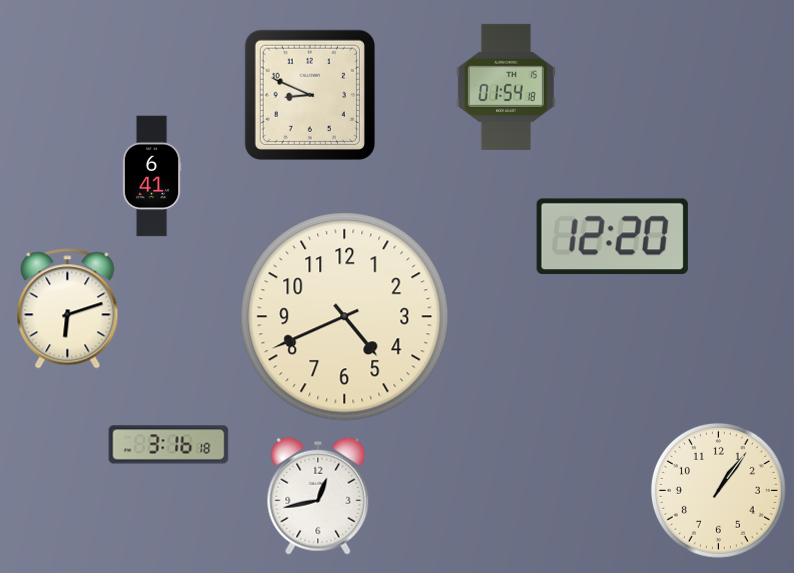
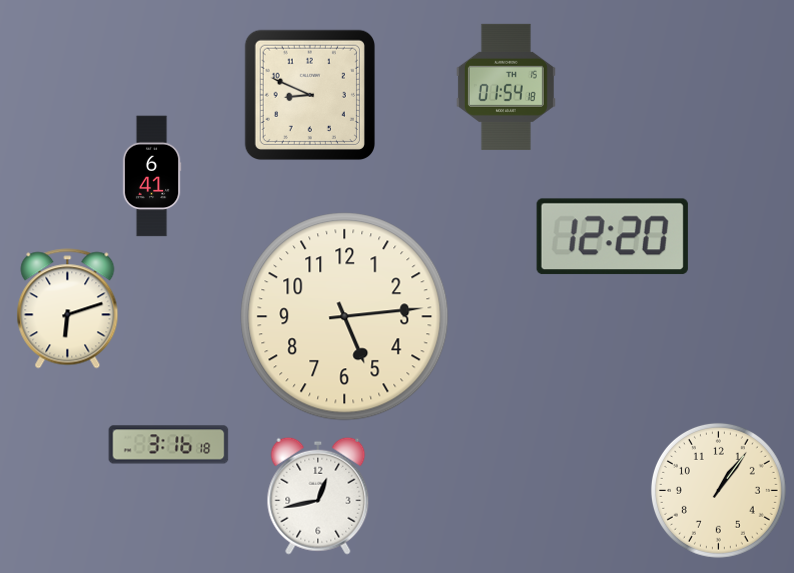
clock at (345, 317): 4:41 -> 5:14
